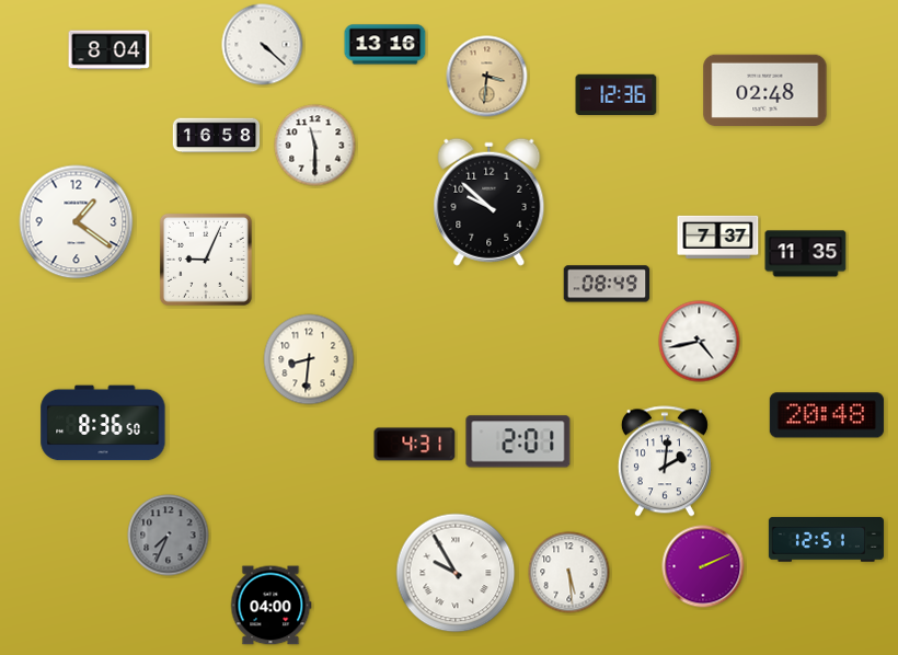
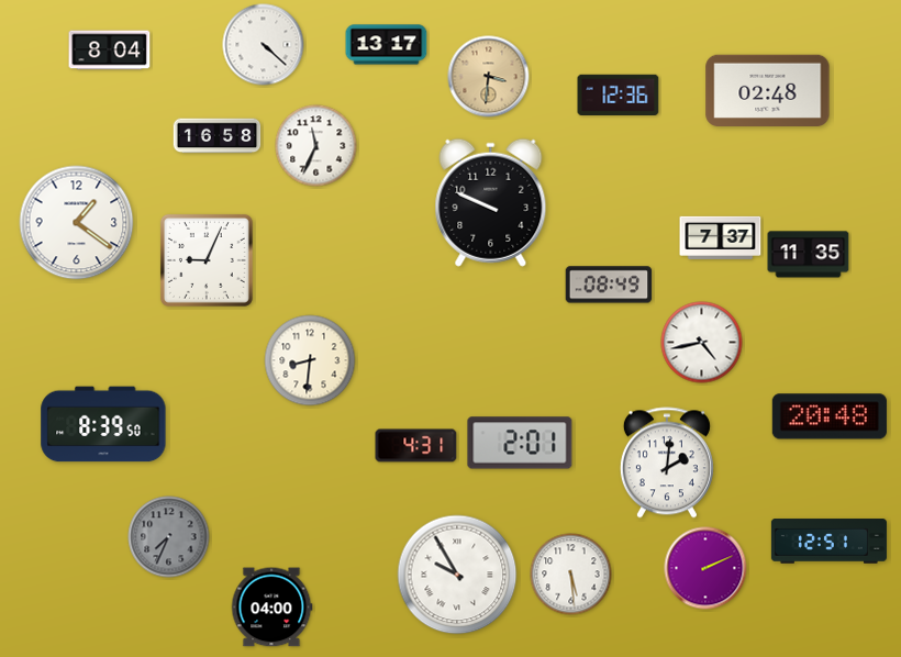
clock at (385, 45): 13:16 -> 13:17
clock at (315, 146): 11:30 -> 11:34
clock at (490, 202): 9:52 -> 9:49
clock at (103, 423): 8:36 -> 8:39
